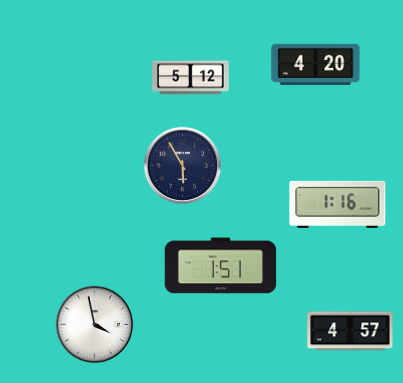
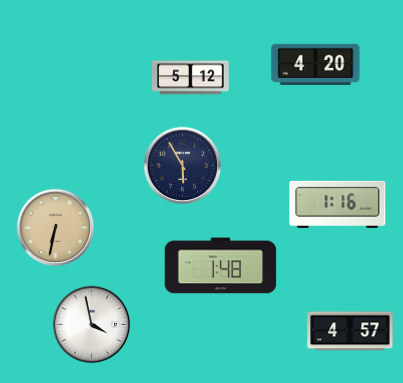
clock at (55, 227): none -> 6:32
clock at (221, 266): 1:51 -> 1:48
clock at (94, 324) position: (94, 324) -> (91, 324)
